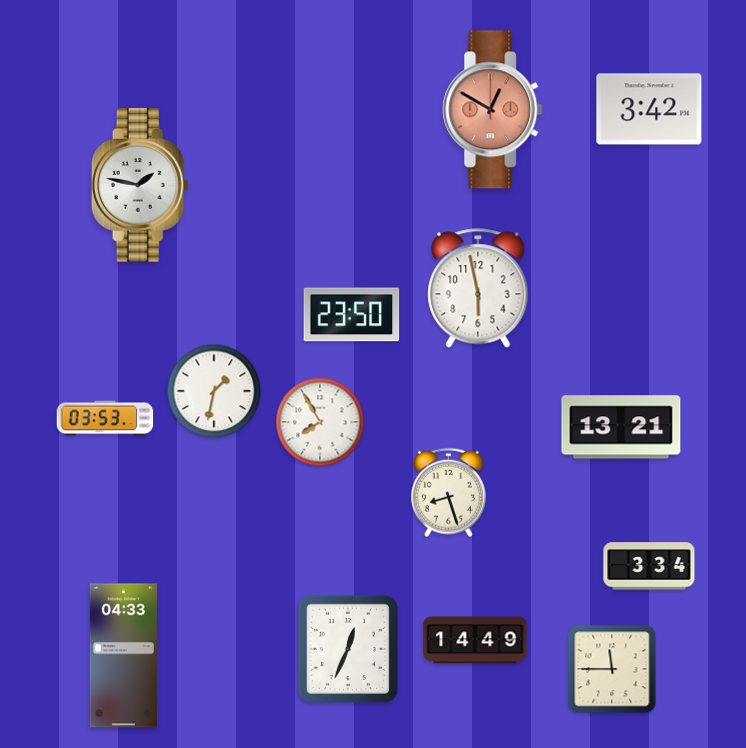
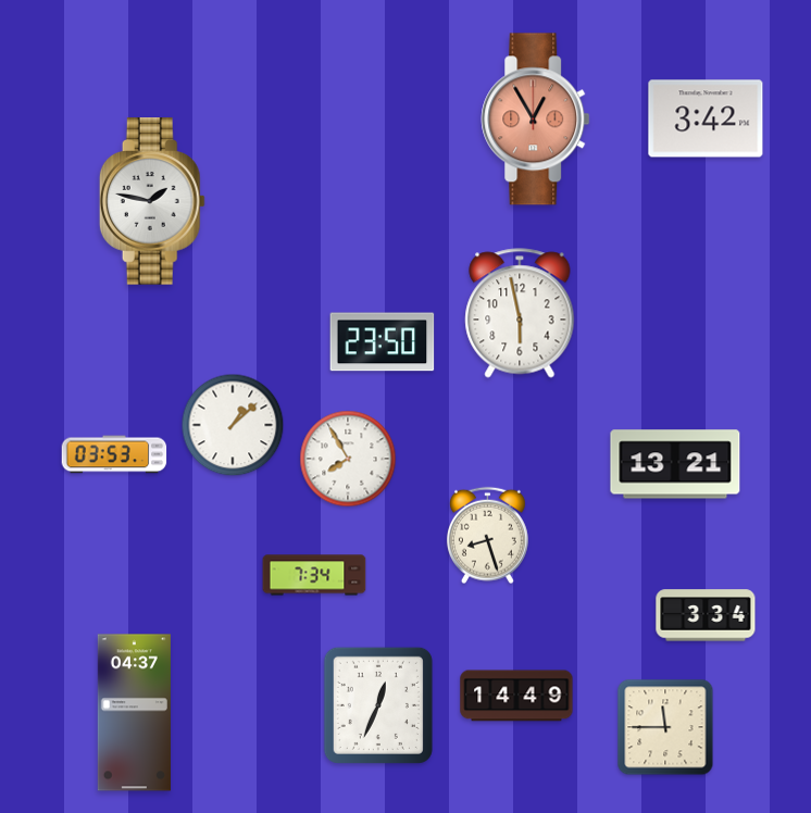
clock at (493, 110): 12:50 -> 12:55
clock at (214, 391): 1:32 -> 1:08
clock at (314, 575): none -> 7:34
clock at (123, 656): 04:33 -> 04:37
